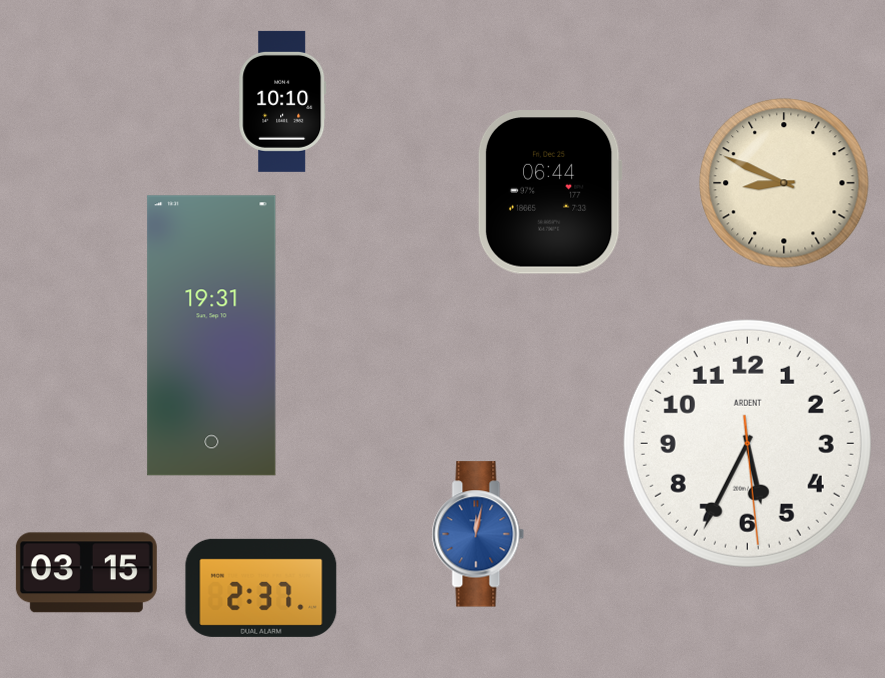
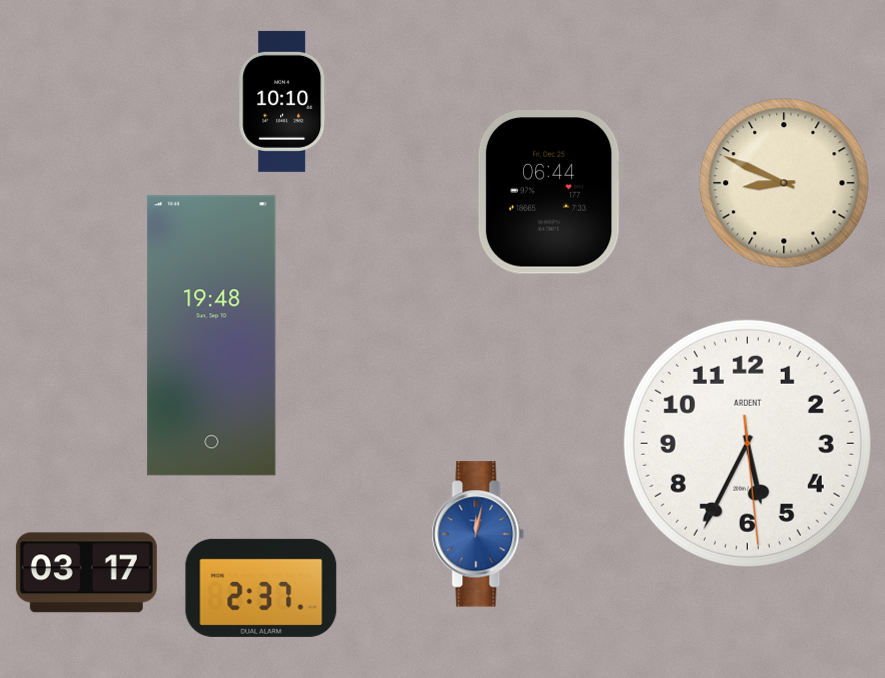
clock at (212, 336): 19:31 -> 19:48
clock at (86, 573): 03:15 -> 03:17
